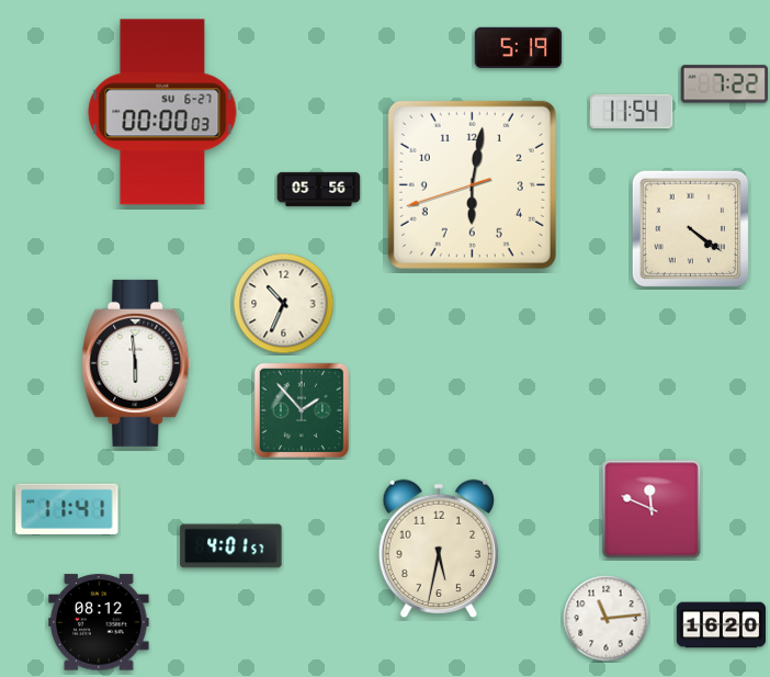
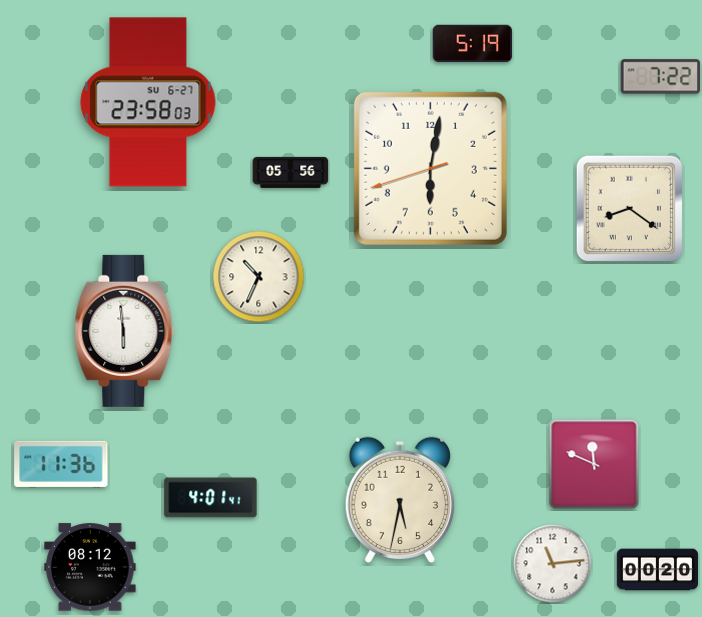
clock at (162, 112): 00:00 -> 23:58
clock at (632, 112): 11:54 -> none
clock at (691, 229): 4:21 -> 8:21
clock at (301, 409): 1:53 -> none
clock at (67, 509): 11:41 -> 11:36
clock at (231, 546): 4:01:57 -> 4:01:41
clock at (721, 625): 16:20 -> 00:20
